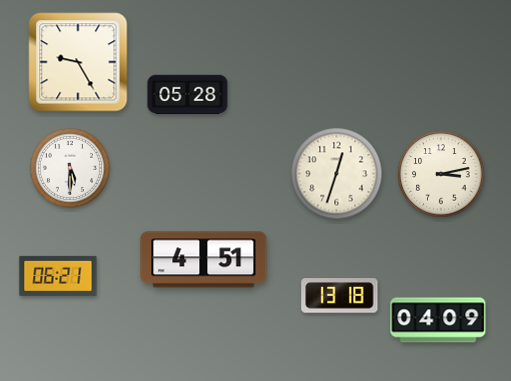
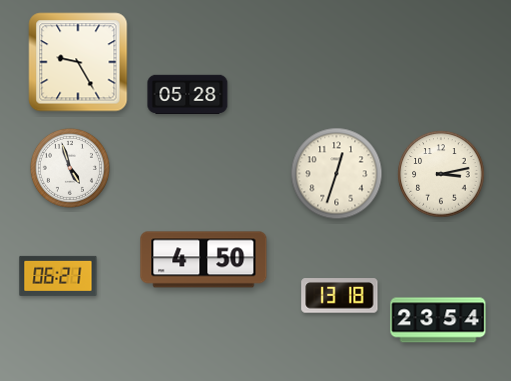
clock at (70, 168): 5:30 -> 4:57
clock at (204, 260): 4:51 -> 4:50
clock at (438, 320): 04:09 -> 23:54
